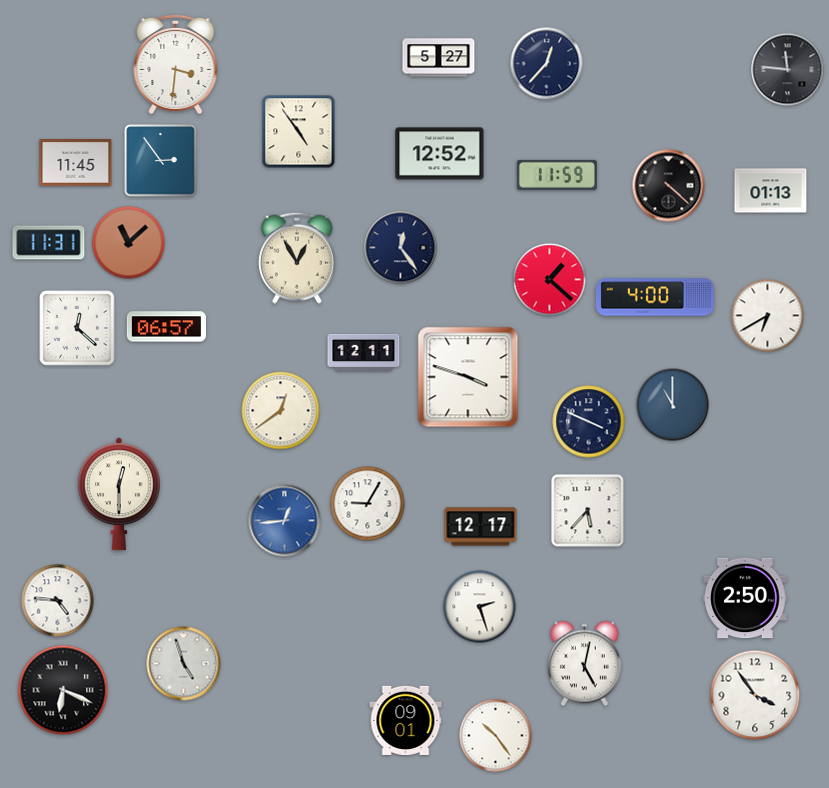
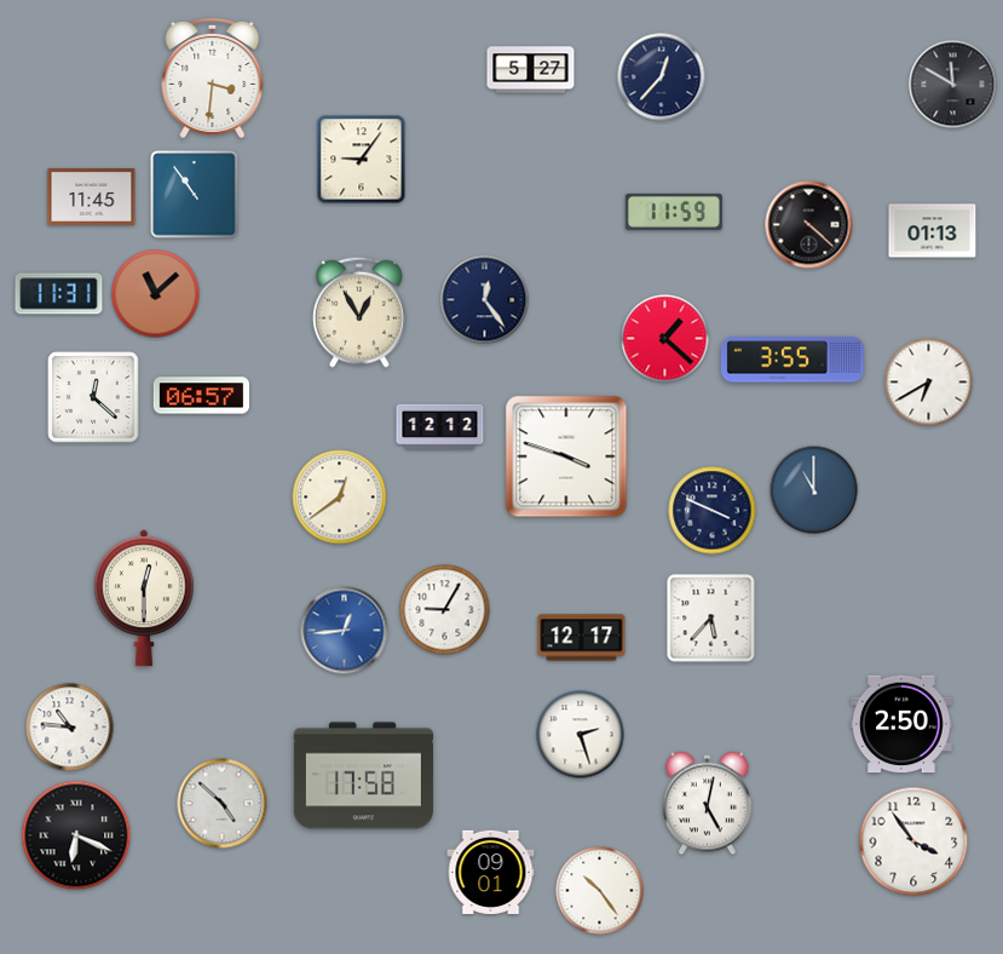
clock at (788, 70): 11:46 -> 11:50
clock at (299, 132): 4:54 -> 9:06
clock at (440, 154): 12:52 -> none
clock at (161, 161): 2:54 -> 10:54
clock at (655, 297): 4:00 -> 3:55
clock at (364, 353): 12:11 -> 12:12
clock at (58, 601): 4:46 -> 10:46
clock at (363, 776): none -> 17:58
clock at (184, 664): 4:57 -> 4:52
